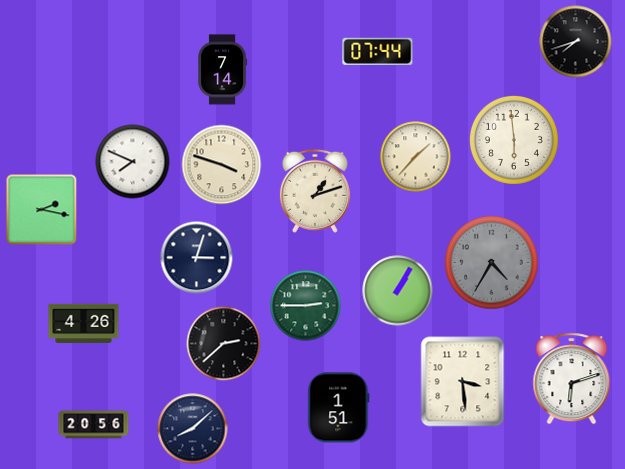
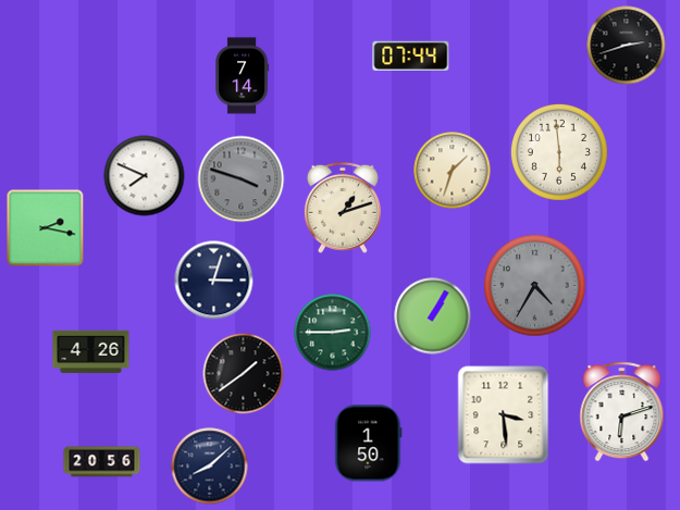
clock at (576, 42): 7:42 -> 2:42
clock at (416, 157): 1:37 -> 1:33
clock at (222, 165) dial: cream -> grey
clock at (224, 344): 2:38 -> 1:39
clock at (339, 408): 1:51 -> 1:50
